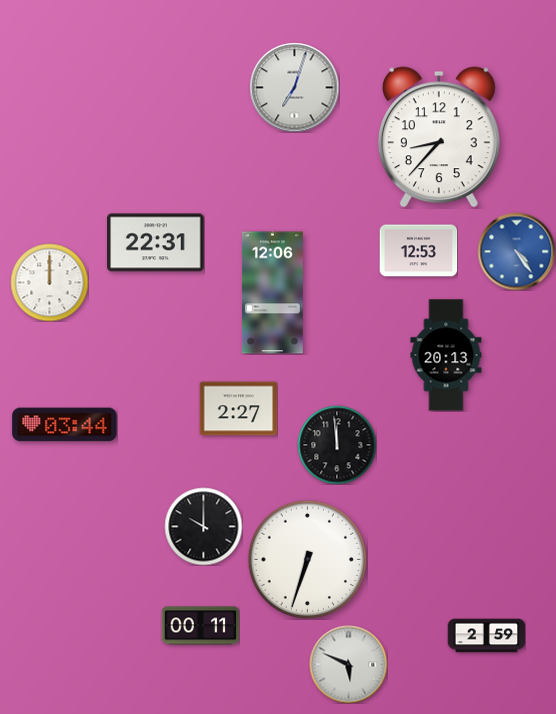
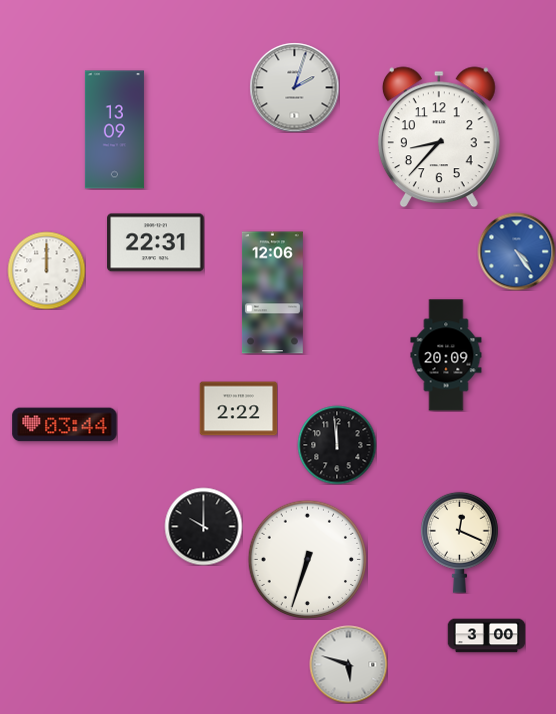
clock at (294, 87): 7:03 -> 2:03
clock at (114, 130): none -> 13:09
clock at (418, 251): 12:53 -> none
clock at (49, 282) position: (49, 282) -> (46, 270)
clock at (446, 355): 20:13 -> 20:09
clock at (238, 409): 2:27 -> 2:22
clock at (459, 542): none -> 12:19
clock at (200, 626): 00:11 -> none
clock at (486, 636): 2:59 -> 3:00
clock at (348, 664): 5:49 -> 5:48
